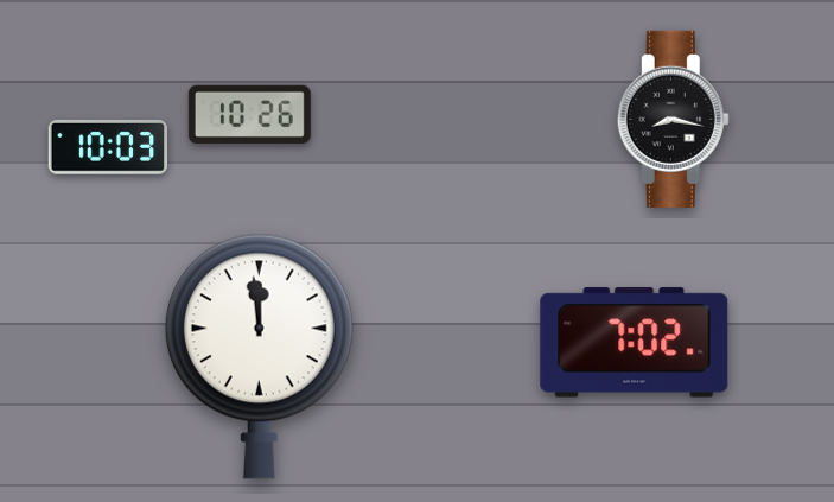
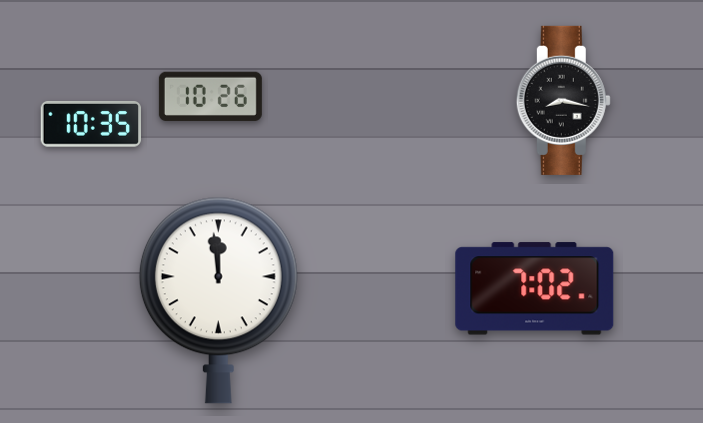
clock at (673, 119) position: (673, 119) -> (563, 100)
clock at (107, 147): 10:03 -> 10:35
